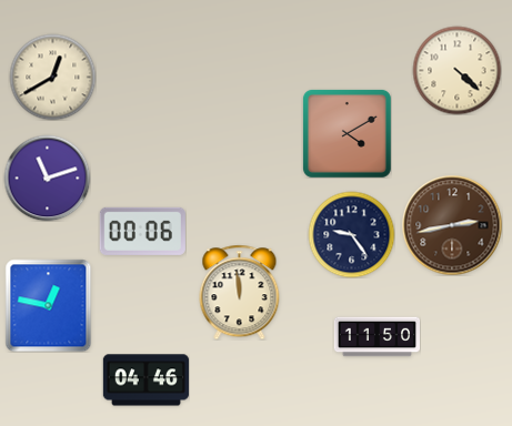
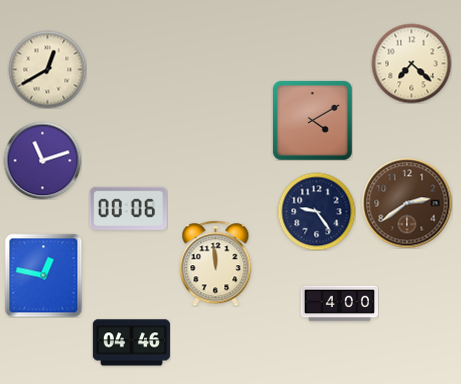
clock at (456, 70): 4:22 -> 7:22
clock at (452, 225): 2:43 -> 2:39
clock at (377, 337): 11:50 -> 4:00
